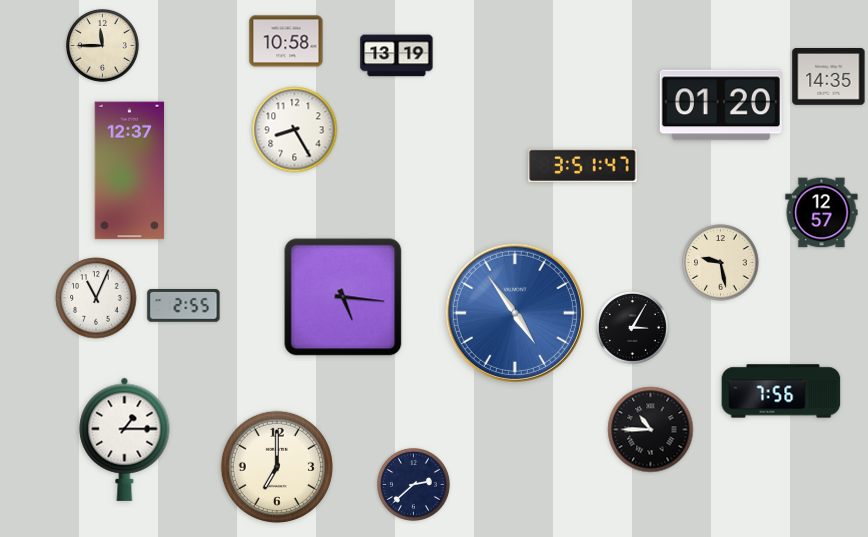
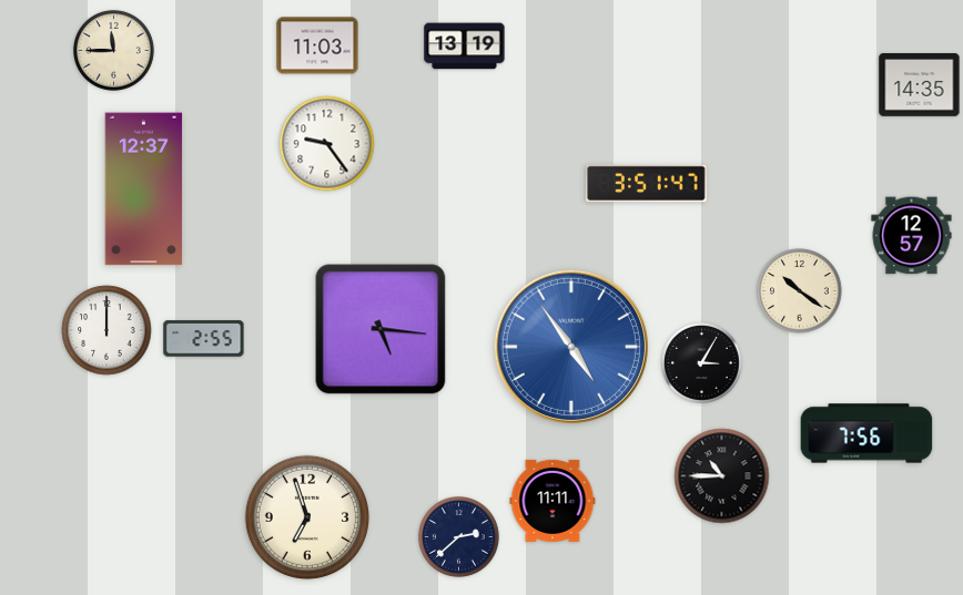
clock at (286, 41): 10:58 -> 11:03
clock at (397, 56) position: (397, 56) -> (465, 47)
clock at (721, 105): 01:20 -> none
clock at (295, 130): 8:25 -> 9:24
clock at (721, 263): 9:28 -> 10:21
clock at (96, 298): 11:04 -> 12:00
clock at (125, 439): 1:15 -> none
clock at (553, 501): none -> 11:11
clock at (277, 467): 7:00 -> 6:57
